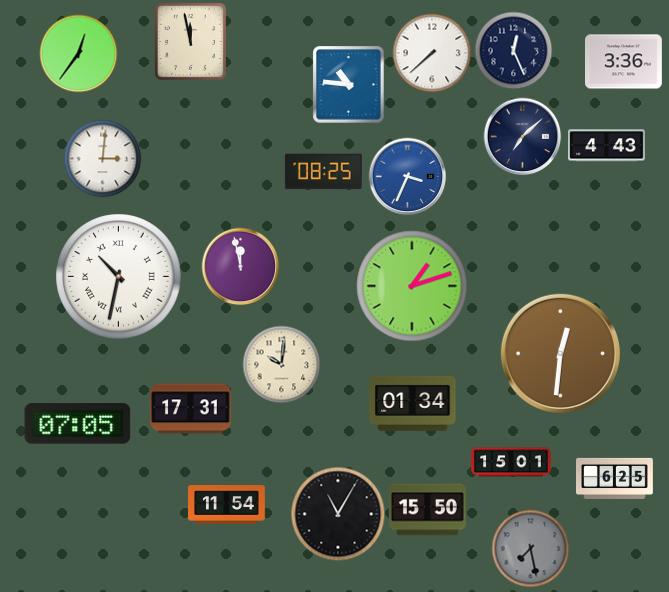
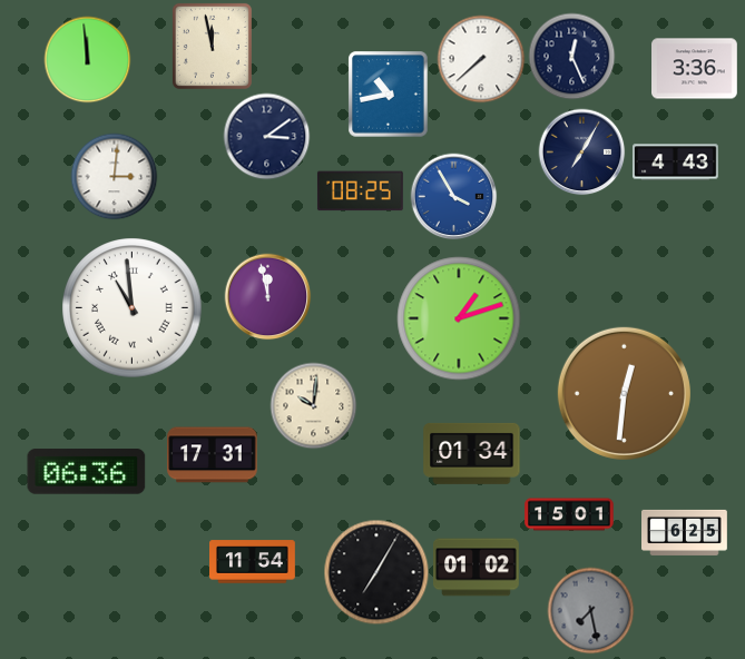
clock at (78, 53): 12:36 -> 11:59
clock at (349, 84): 10:46 -> 10:43
clock at (266, 136): none -> 3:09
clock at (522, 136): 7:08 -> 7:05
clock at (407, 176): 3:34 -> 3:55
clock at (119, 277): 10:32 -> 10:59
clock at (413, 403) position: (413, 403) -> (472, 453)
clock at (78, 424): 07:05 -> 06:36
clock at (428, 510): 15:50 -> 01:02
clock at (338, 514): 11:05 -> 7:05
